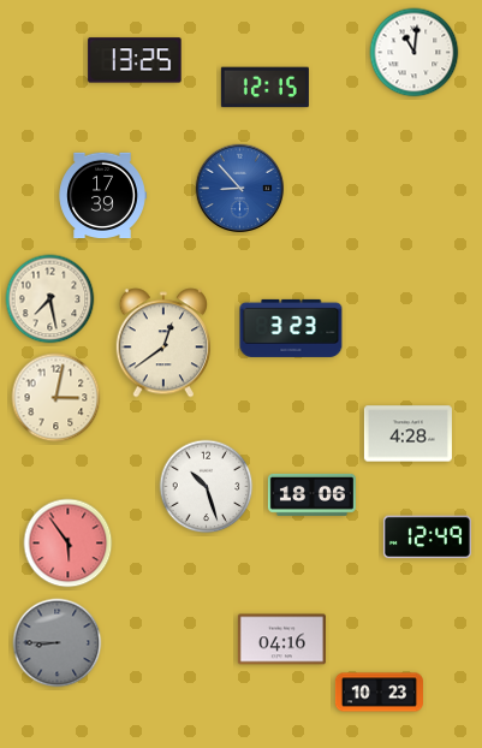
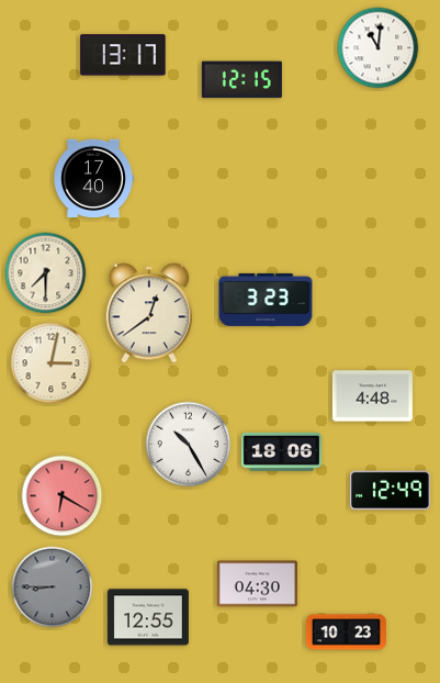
clock at (135, 60): 13:25 -> 13:17
clock at (240, 189): 8:53 -> none
clock at (102, 195): 17:39 -> 17:40
clock at (50, 299): 7:28 -> 7:30
clock at (407, 434): 4:28 -> 4:48
clock at (207, 487): 10:27 -> 10:25
clock at (311, 494) position: (311, 494) -> (281, 451)
clock at (69, 544): 5:54 -> 6:20
clock at (281, 640): 04:16 -> 04:30
clock at (148, 617): none -> 12:55
